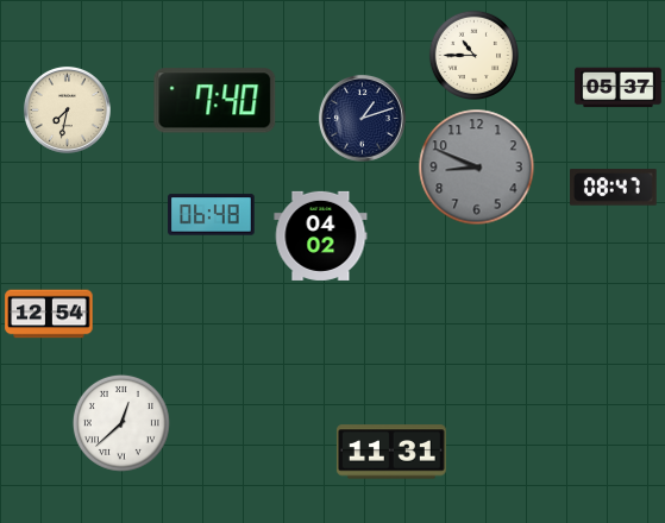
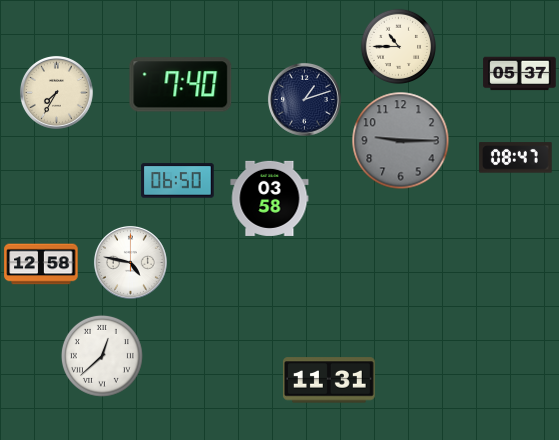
clock at (67, 109): 7:32 -> 7:35
clock at (477, 168): 8:49 -> 9:15
clock at (212, 215): 06:48 -> 06:50
clock at (321, 235): 04:02 -> 03:58
clock at (130, 262): none -> 4:47
clock at (49, 314): 12:54 -> 12:58
